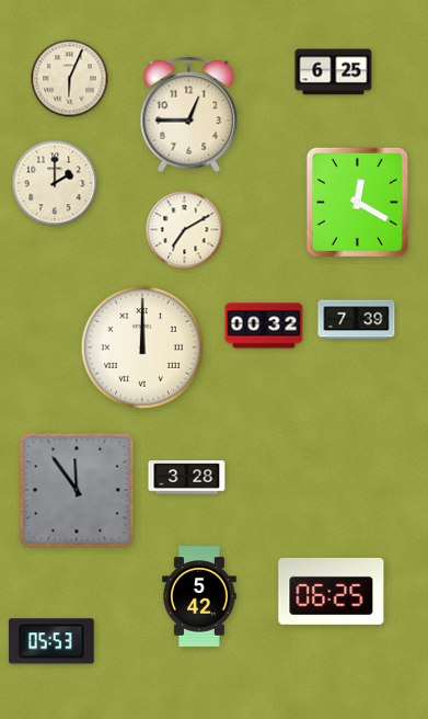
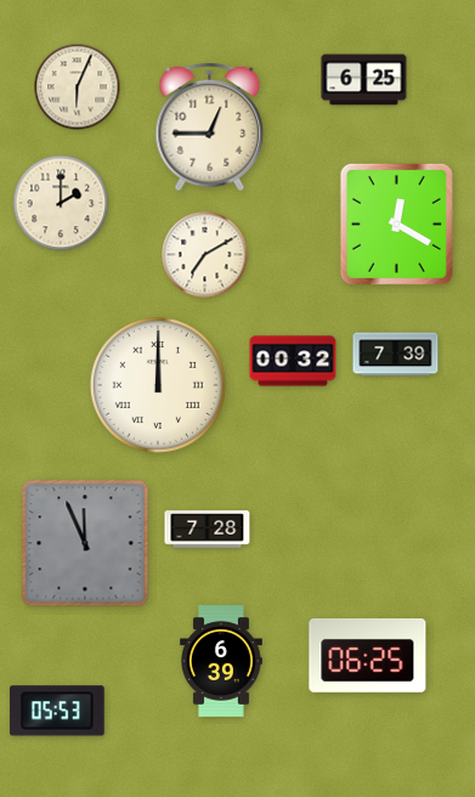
clock at (334, 72) position: (334, 72) -> (364, 80)
clock at (187, 478): 3:28 -> 7:28
clock at (77, 490): 11:54 -> 11:56
clock at (200, 596): 5:42 -> 6:39
